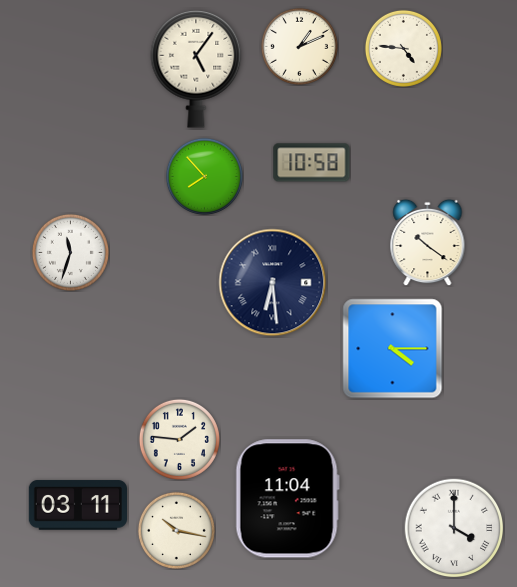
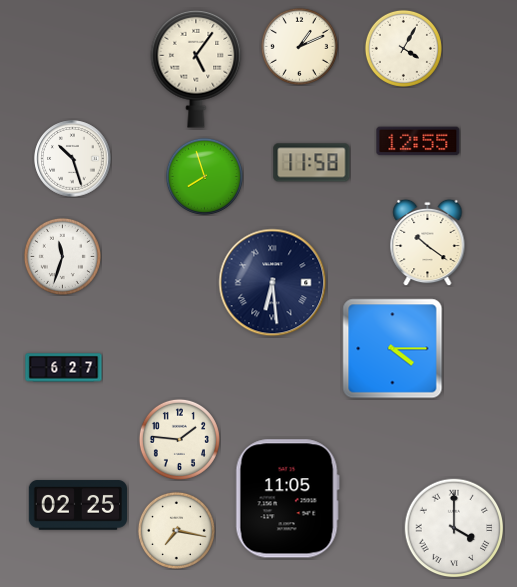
clock at (403, 48): 4:46 -> 4:05
clock at (418, 141): none -> 12:55
clock at (73, 159): none -> 10:27
clock at (312, 163): 10:58 -> 11:58
clock at (204, 176): 7:53 -> 7:57
clock at (70, 252) position: (70, 252) -> (62, 256)
clock at (64, 368): none -> 6:27
clock at (287, 499): 11:04 -> 11:05
clock at (77, 505): 03:11 -> 02:25
clock at (176, 530): 10:17 -> 7:17
